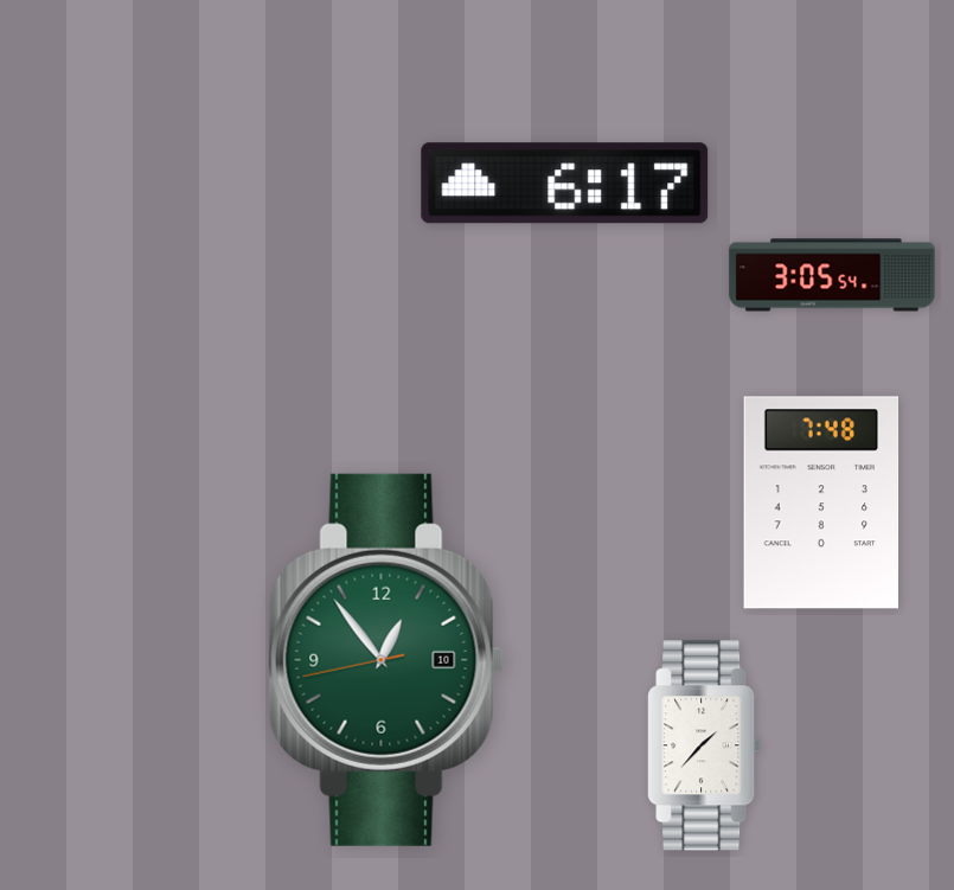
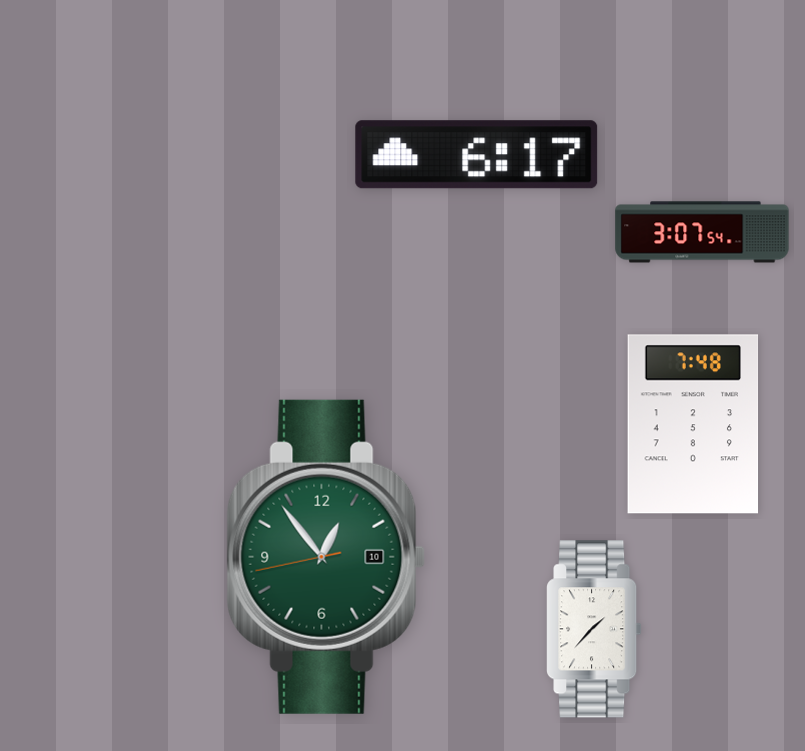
clock at (832, 275): 3:05 -> 3:07
